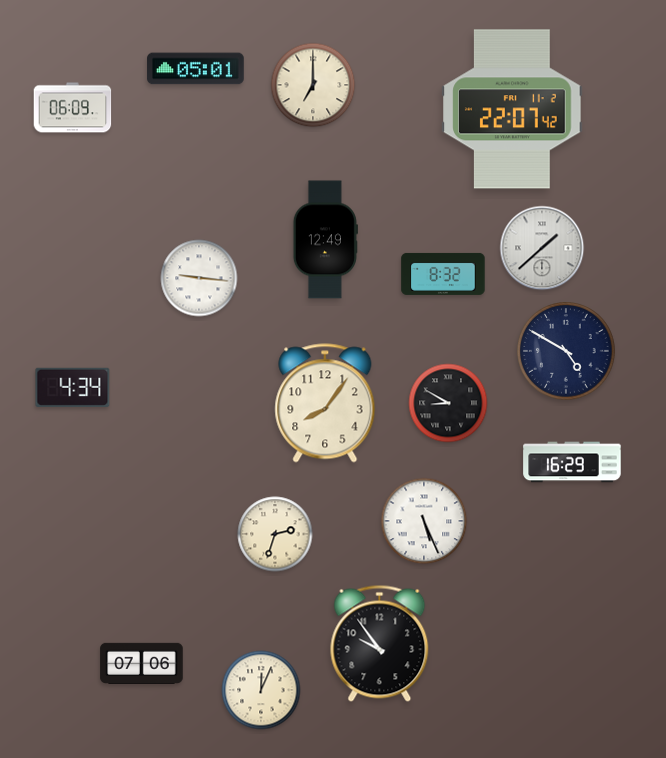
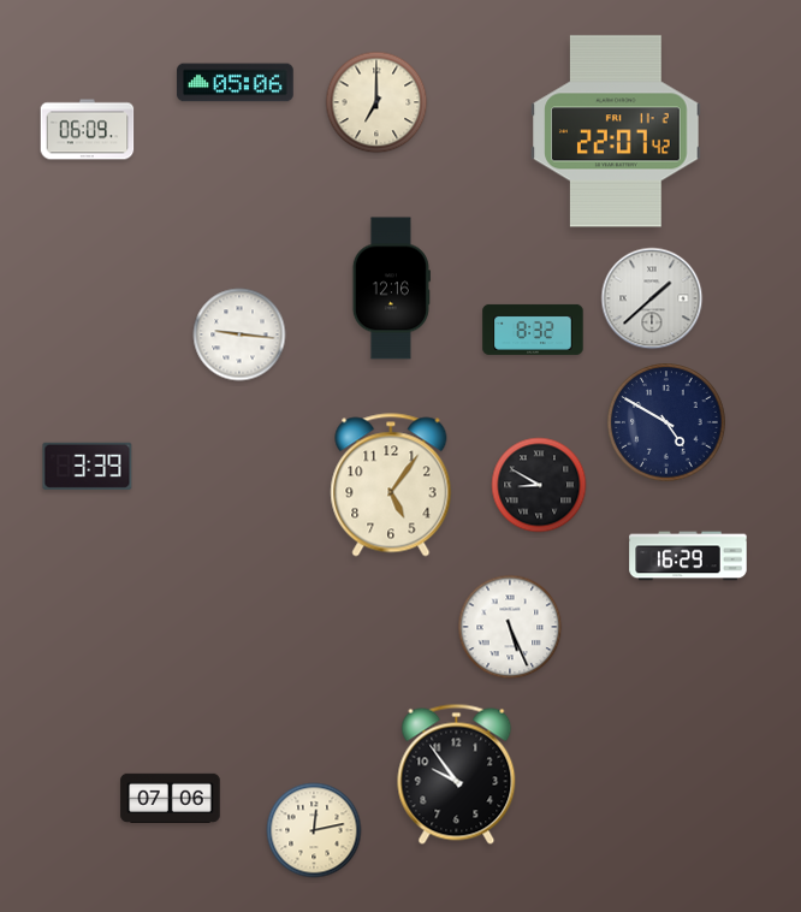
clock at (196, 69): 05:01 -> 05:06
clock at (325, 240): 12:49 -> 12:16
clock at (566, 351) position: (566, 351) -> (666, 422)
clock at (73, 387): 4:34 -> 3:39
clock at (325, 403): 8:06 -> 5:06
clock at (275, 534): 2:33 -> none
clock at (261, 690): 12:04 -> 12:13
